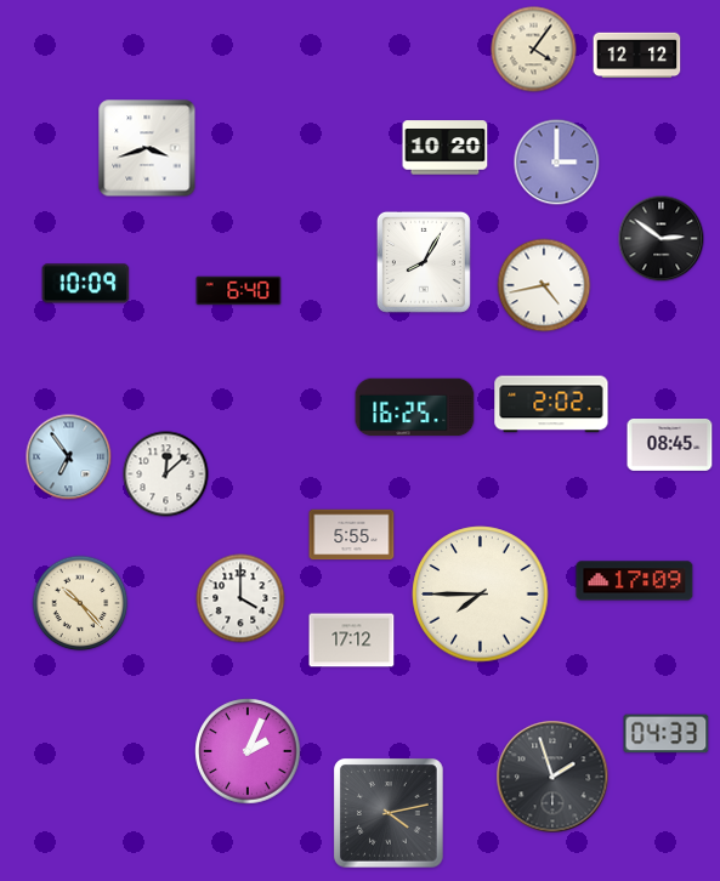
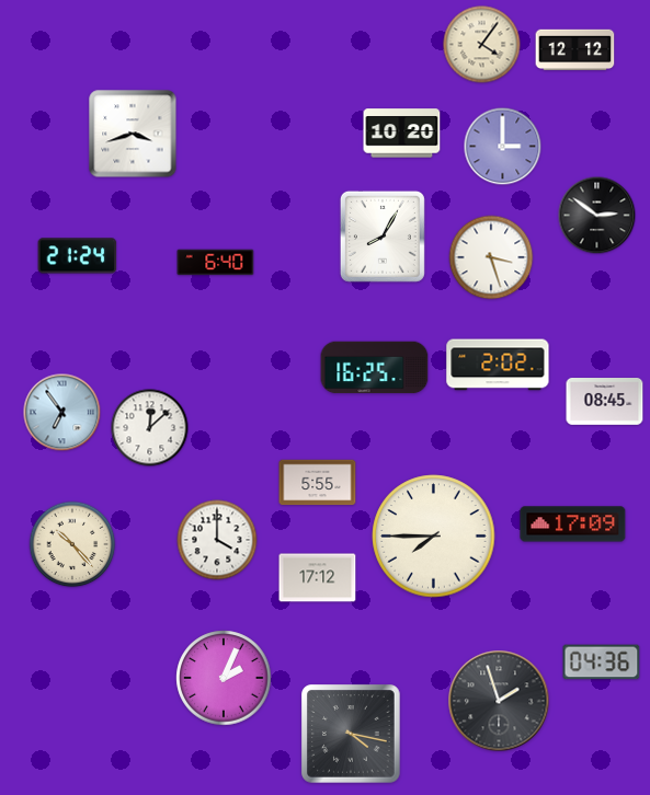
clock at (86, 284): 10:09 -> 21:24
clock at (544, 285): 4:43 -> 3:27
clock at (667, 734): 04:33 -> 04:36
clock at (389, 813): 4:13 -> 4:17
